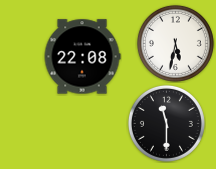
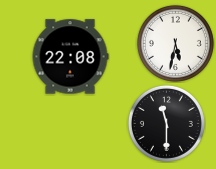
clock at (82, 57) position: (82, 57) -> (70, 57)
